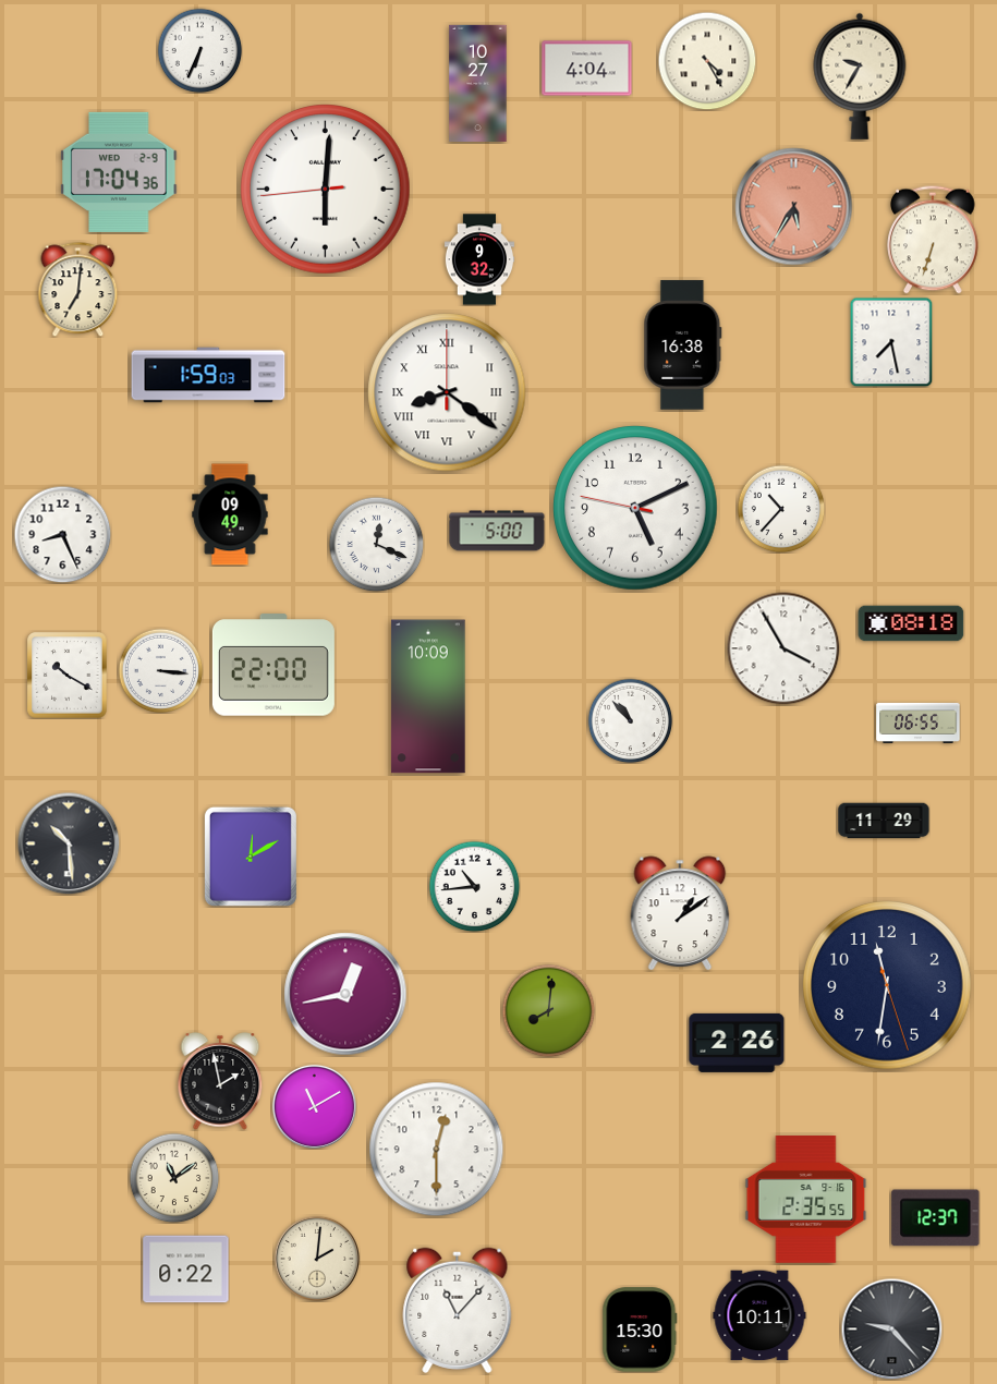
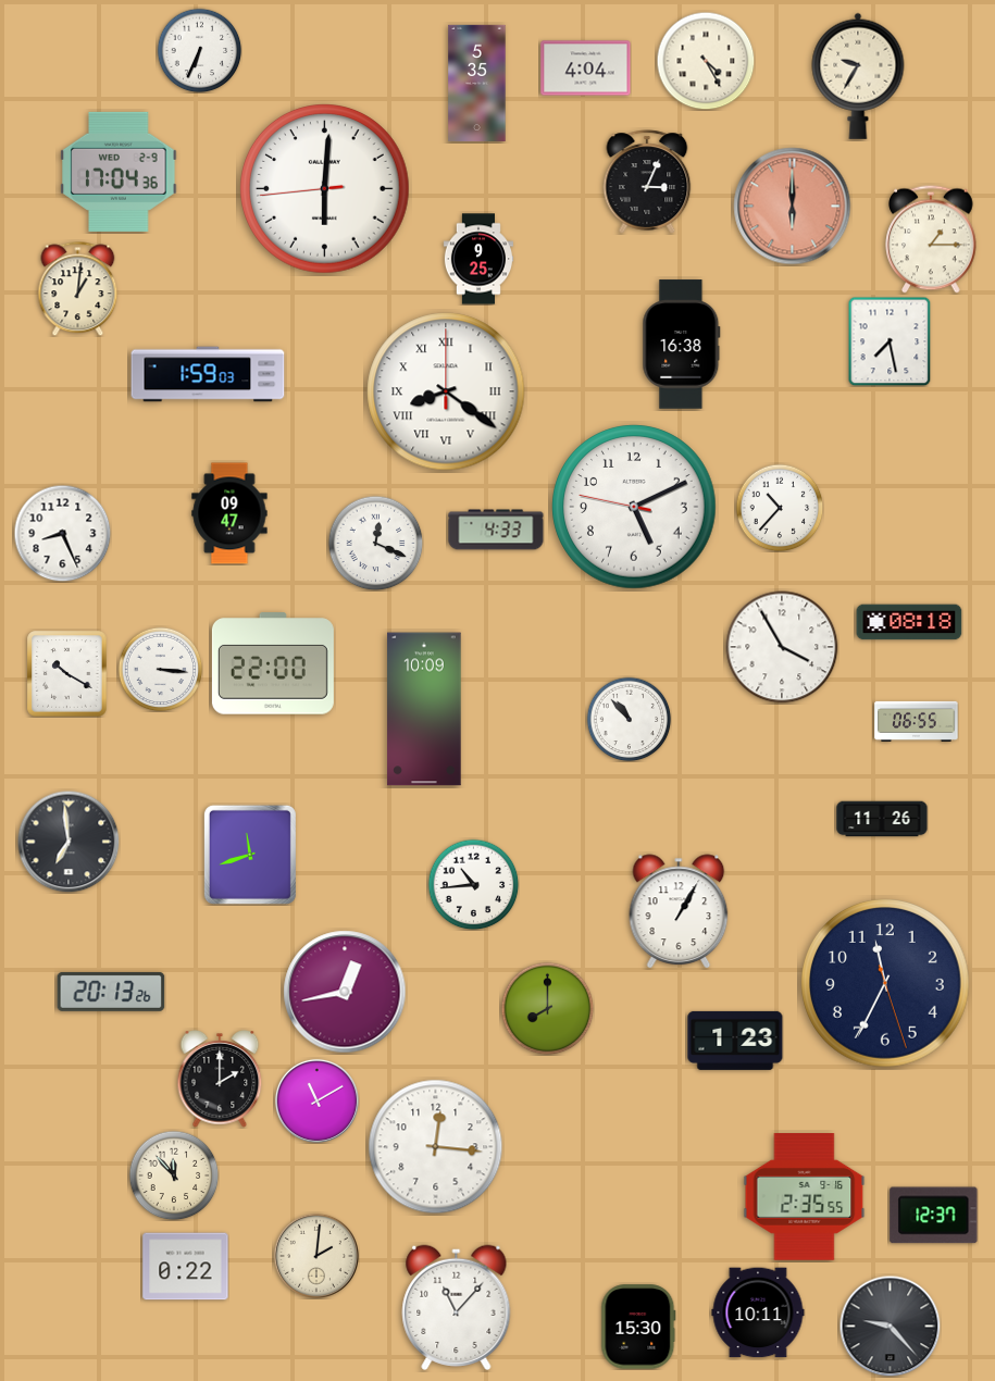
clock at (478, 83): 10:27 -> 5:35
clock at (647, 182): none -> 3:04
clock at (794, 207): 5:35 -> 6:00
clock at (933, 240): 6:33 -> 1:15
clock at (478, 259): 9:32 -> 9:25
clock at (78, 289): 7:01 -> 1:01
clock at (230, 514): 09:49 -> 09:47
clock at (497, 531): 5:00 -> 4:33
clock at (428, 696) position: (428, 696) -> (424, 709)
clock at (884, 821): 11:29 -> 11:26
clock at (69, 843): 10:29 -> 6:59
clock at (251, 857): 12:10 -> 11:42
clock at (680, 913): 1:09 -> 1:05
clock at (888, 986): 11:31 -> 11:34
clock at (111, 992): none -> 20:13
clock at (548, 1010): 8:01 -> 8:00
clock at (737, 1043): 2:26 -> 1:23
clock at (220, 1081): 1:58 -> 2:00
clock at (314, 1106) position: (314, 1106) -> (316, 1100)
clock at (437, 1150): 12:30 -> 12:16
clock at (174, 1178): 11:09 -> 11:53
